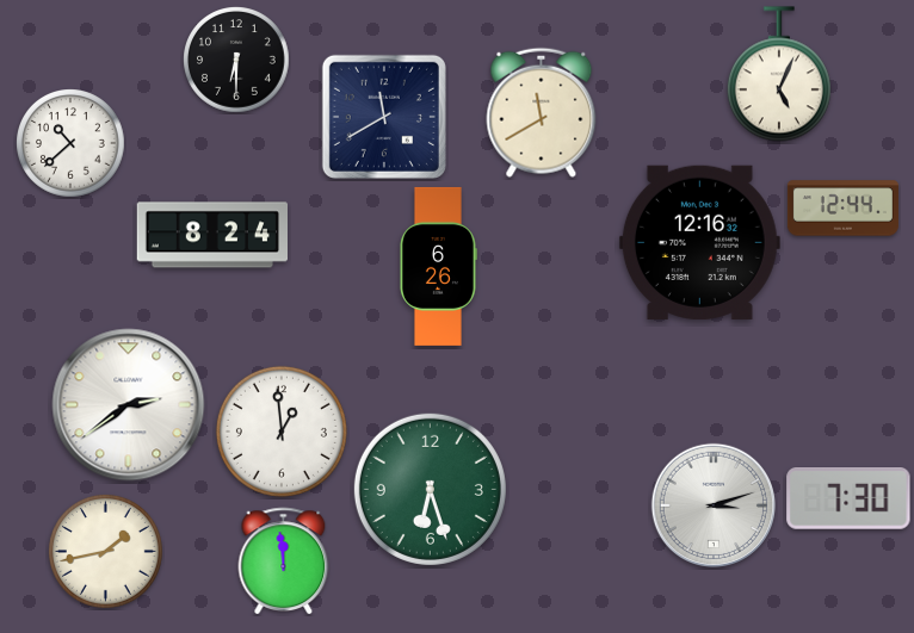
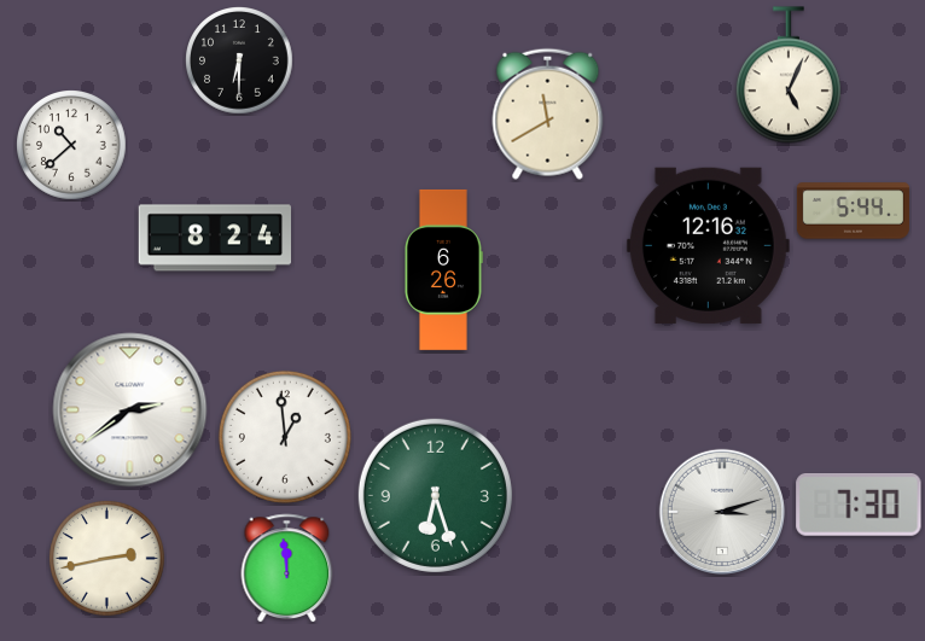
clock at (384, 117): 11:40 -> none
clock at (842, 209): 12:44 -> 5:44
clock at (105, 551): 1:43 -> 2:43
